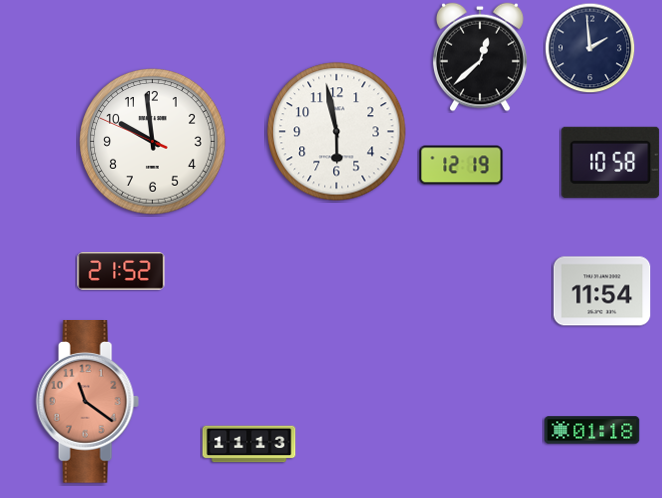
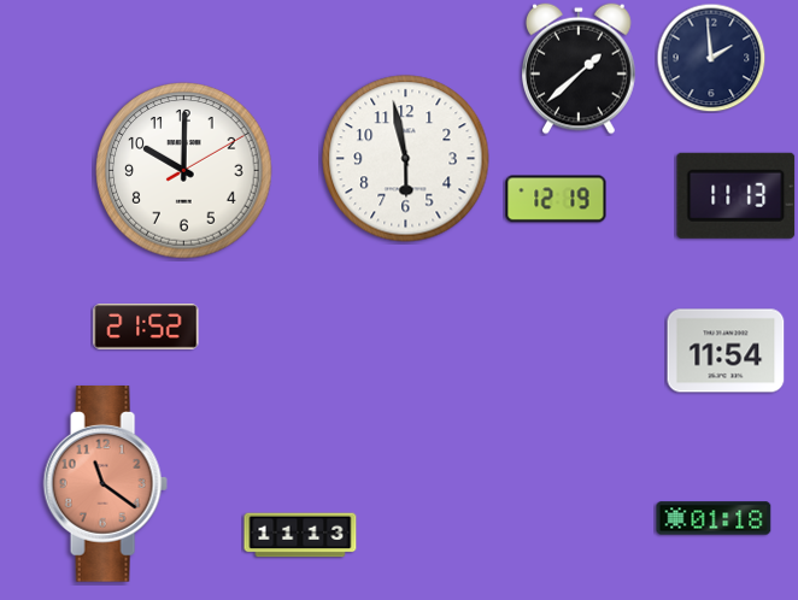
clock at (481, 57): 12:38 -> 1:38
clock at (153, 142): 9:58 -> 10:00
clock at (611, 162): 10:58 -> 11:13
